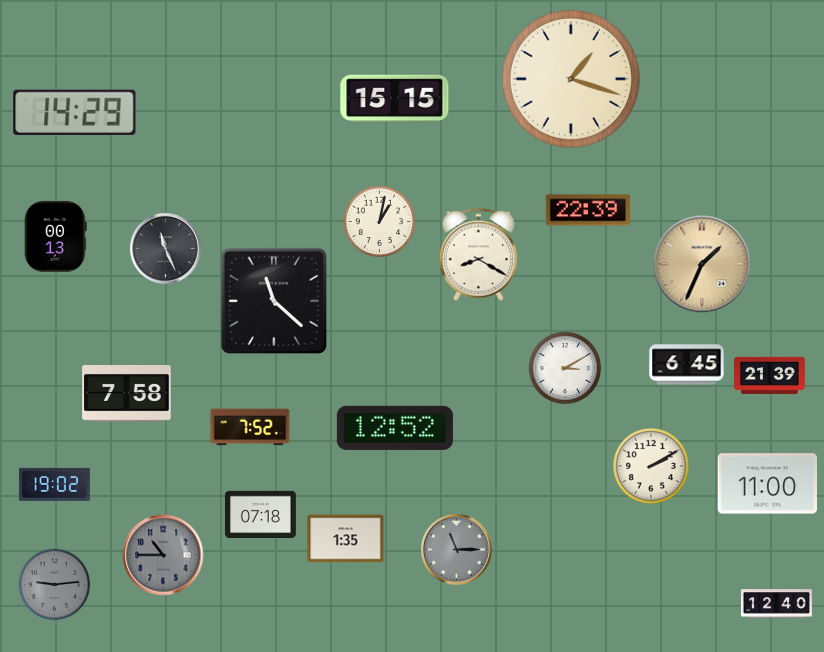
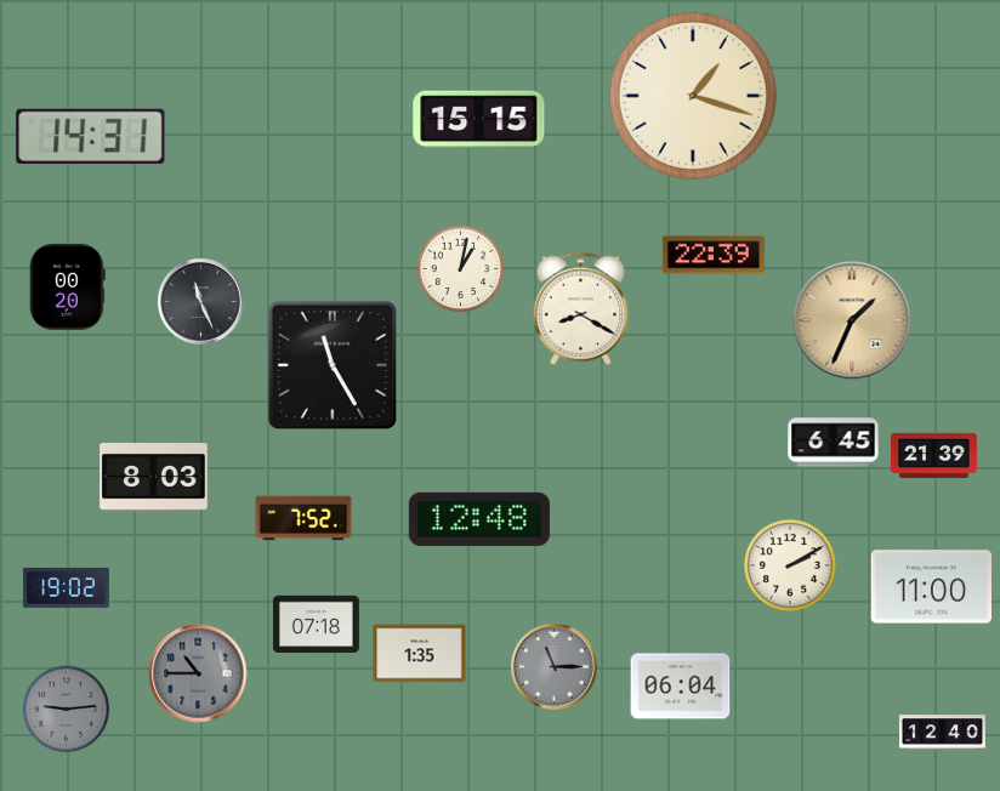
clock at (75, 112): 14:29 -> 14:31
clock at (55, 236): 00:13 -> 00:20
clock at (273, 300): 11:22 -> 11:25
clock at (565, 368): 3:10 -> none
clock at (127, 394): 7:58 -> 8:03
clock at (395, 428): 12:52 -> 12:48
clock at (681, 687): none -> 06:04
